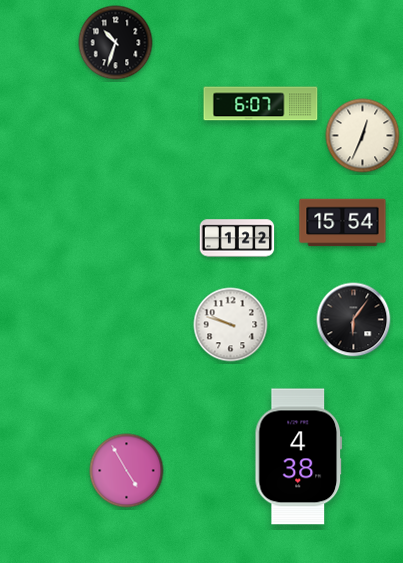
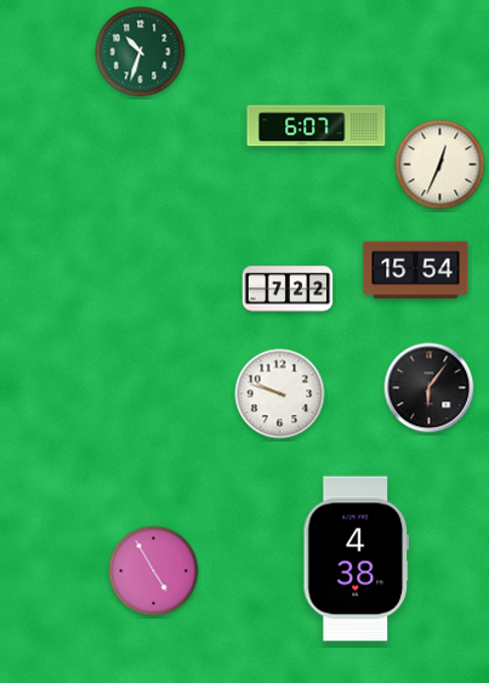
clock at (116, 43) dial: black -> green
clock at (237, 238): 1:22 -> 7:22
clock at (298, 457) position: (298, 457) -> (356, 559)
